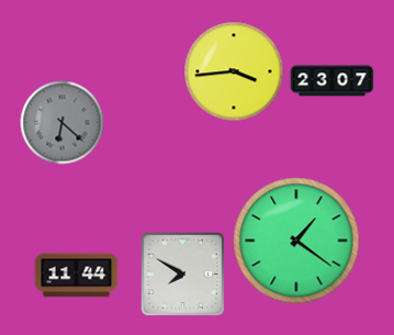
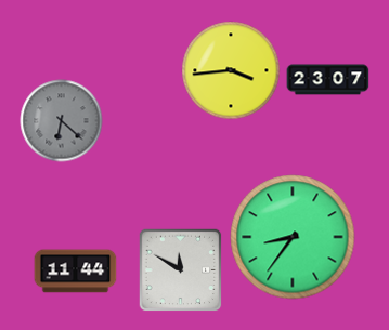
clock at (296, 241): 1:21 -> 8:36
clock at (182, 273): 7:50 -> 11:50
